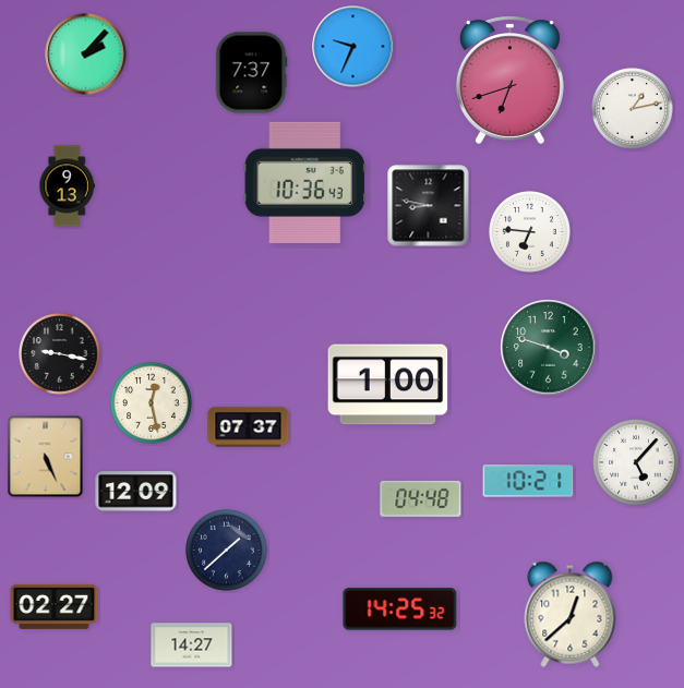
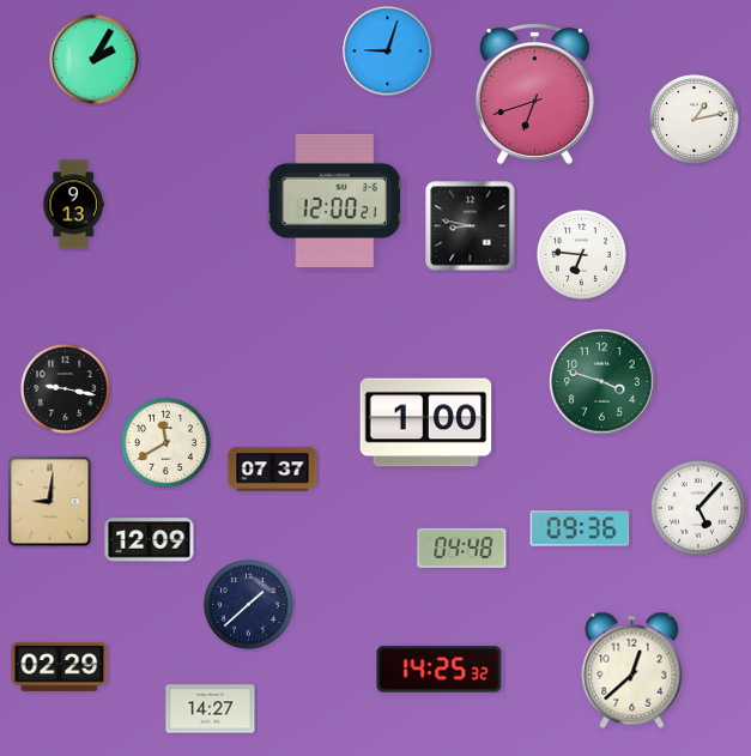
clock at (353, 47): 9:34 -> 9:03
clock at (86, 55): 2:07 -> 2:05
clock at (251, 73): 7:37 -> none
clock at (509, 81) position: (509, 81) -> (534, 95)
clock at (304, 182): 10:36 -> 12:00
clock at (152, 403): 12:28 -> 11:40
clock at (46, 457): 5:26 -> 9:01
clock at (528, 481): 10:21 -> 09:36
clock at (55, 606): 02:27 -> 02:29
clock at (571, 614) position: (571, 614) -> (632, 670)
